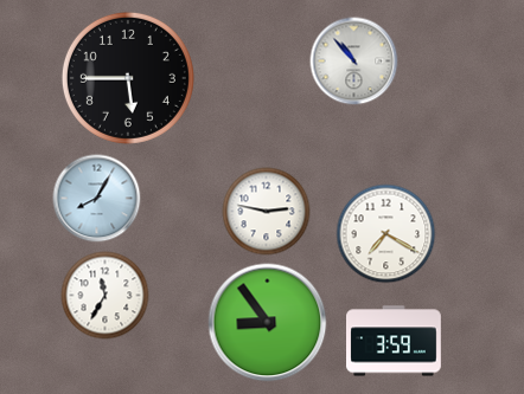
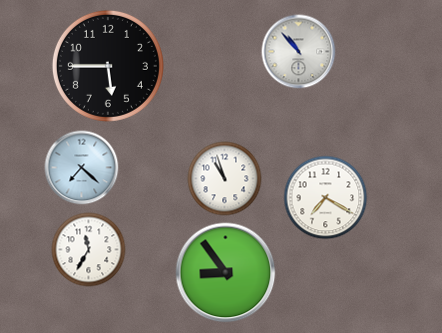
clock at (97, 199): 8:05 -> 7:22
clock at (267, 212): 2:47 -> 10:57
clock at (395, 341): 3:59 -> none
